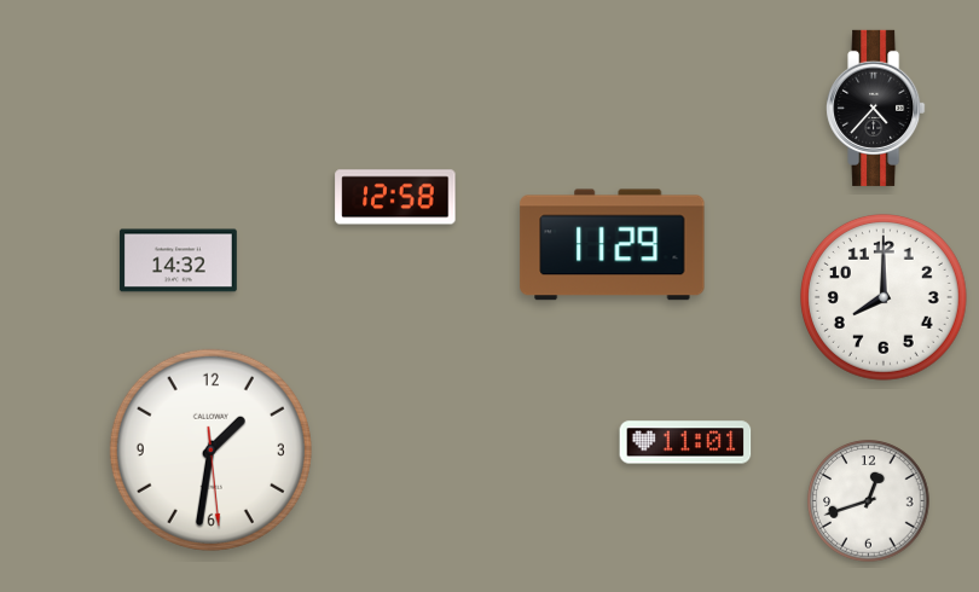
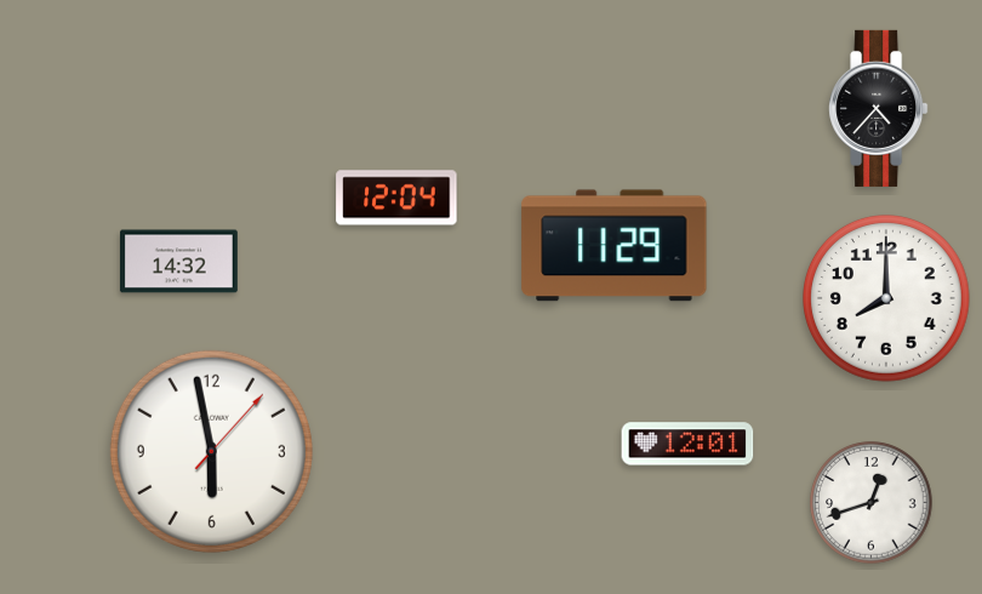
clock at (395, 197): 12:58 -> 12:04
clock at (685, 442): 11:01 -> 12:01
clock at (210, 449): 1:31 -> 5:58
